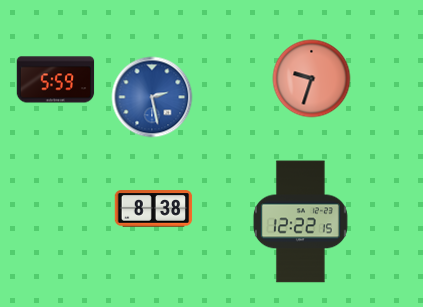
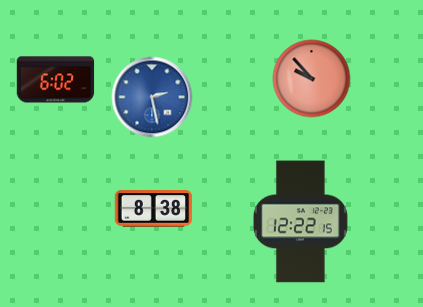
clock at (311, 78): 9:33 -> 9:53
clock at (55, 80): 5:59 -> 6:02
